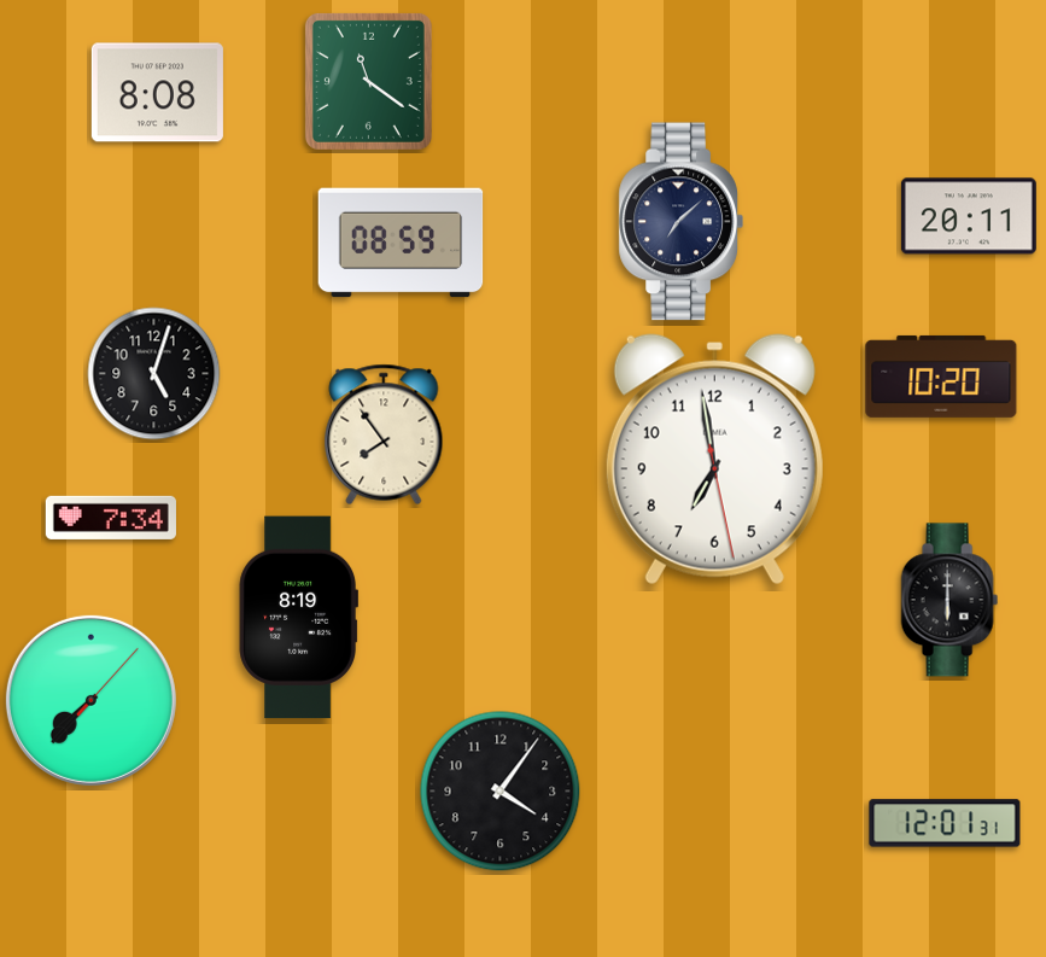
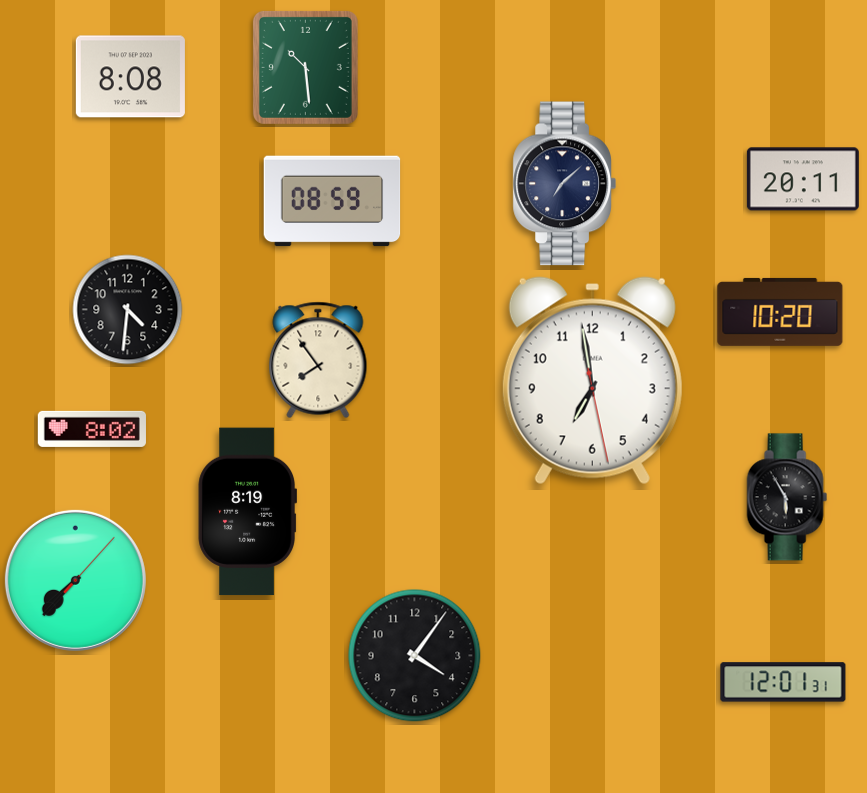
clock at (368, 81): 11:21 -> 10:29
clock at (154, 374): 5:03 -> 4:31
clock at (111, 518): 7:34 -> 8:02
clock at (949, 600): 6:00 -> 5:55
